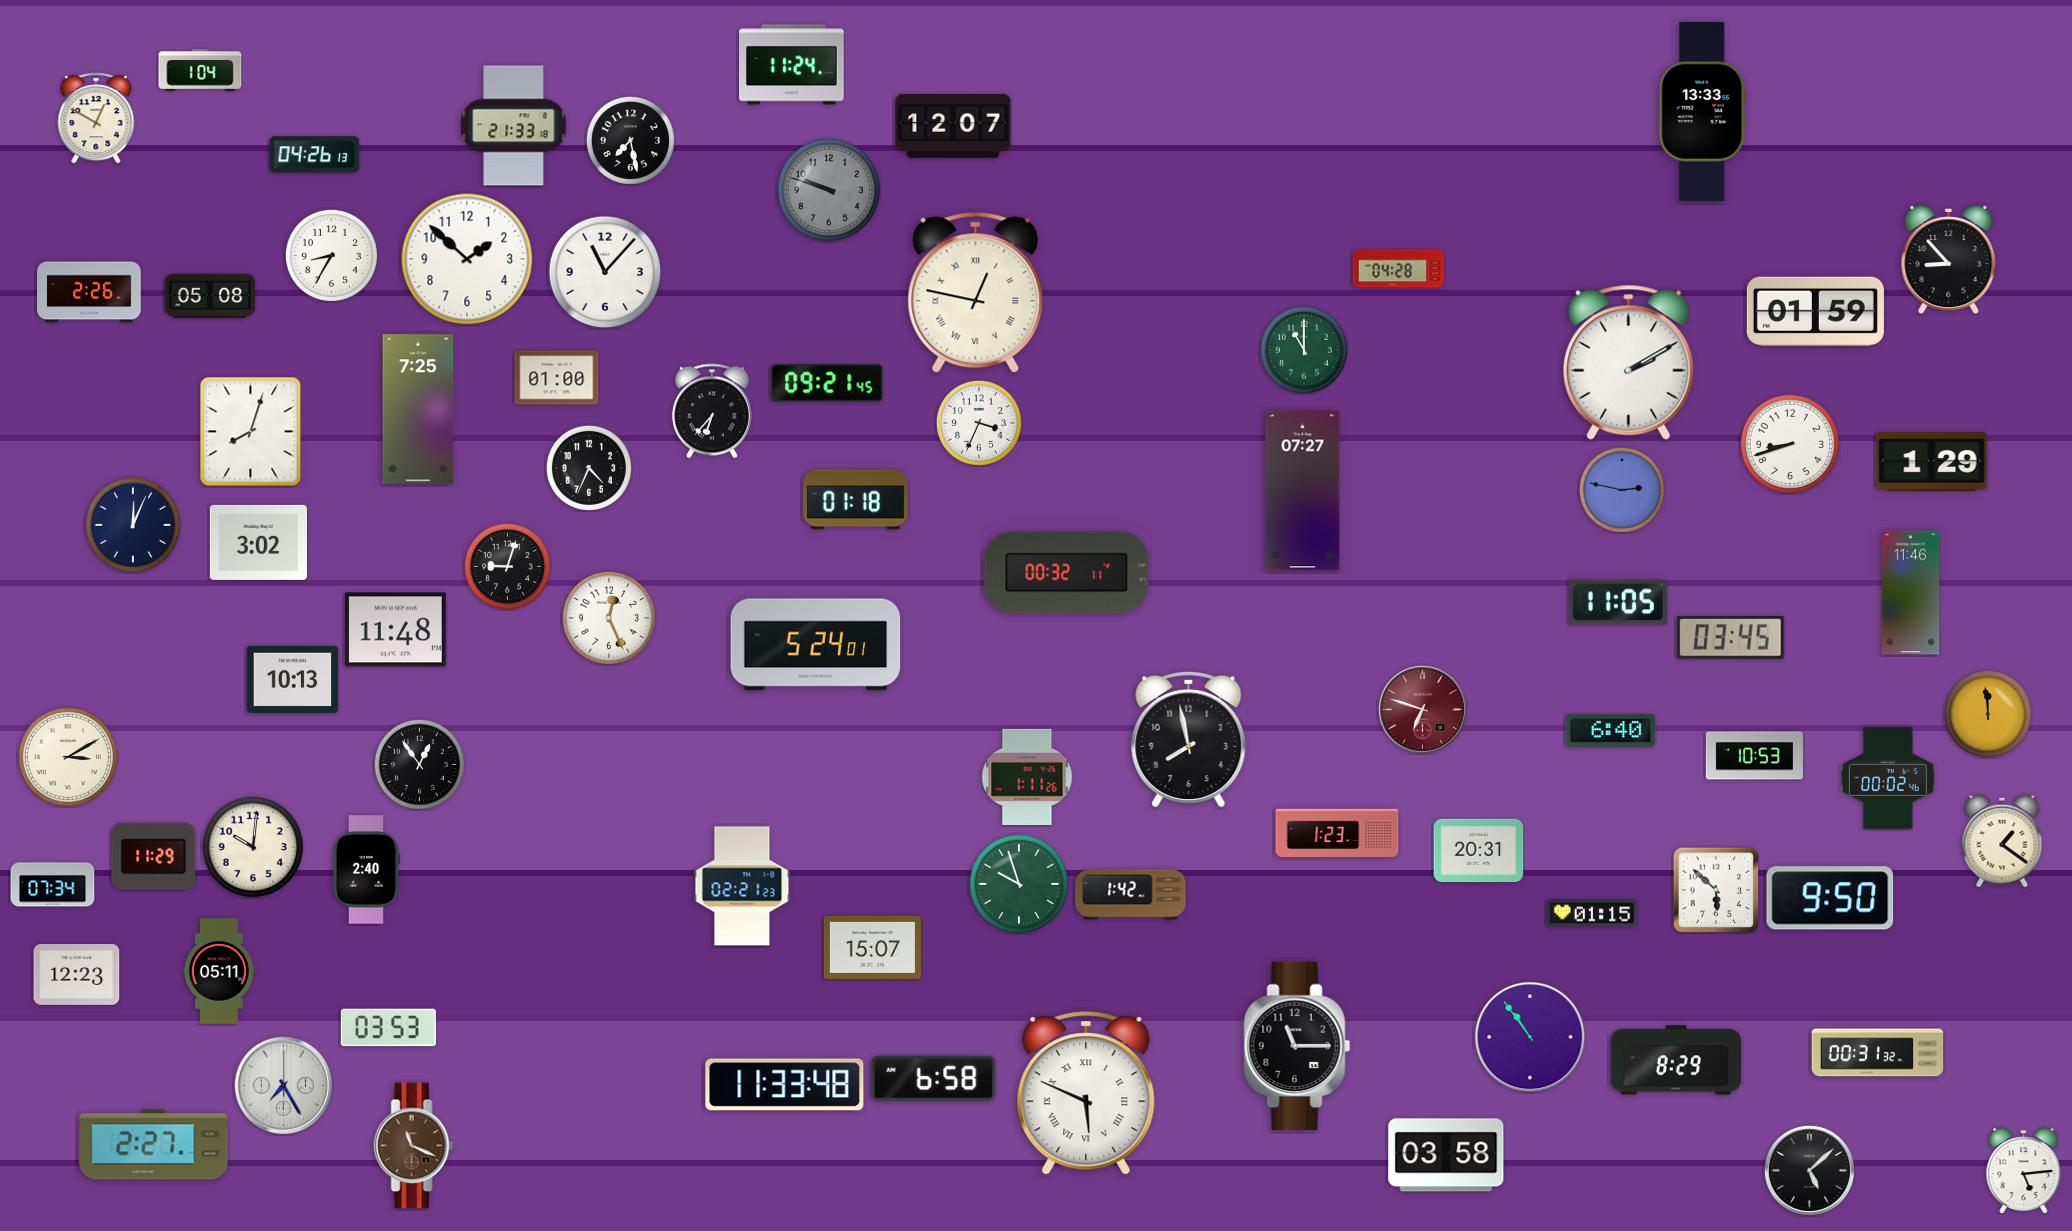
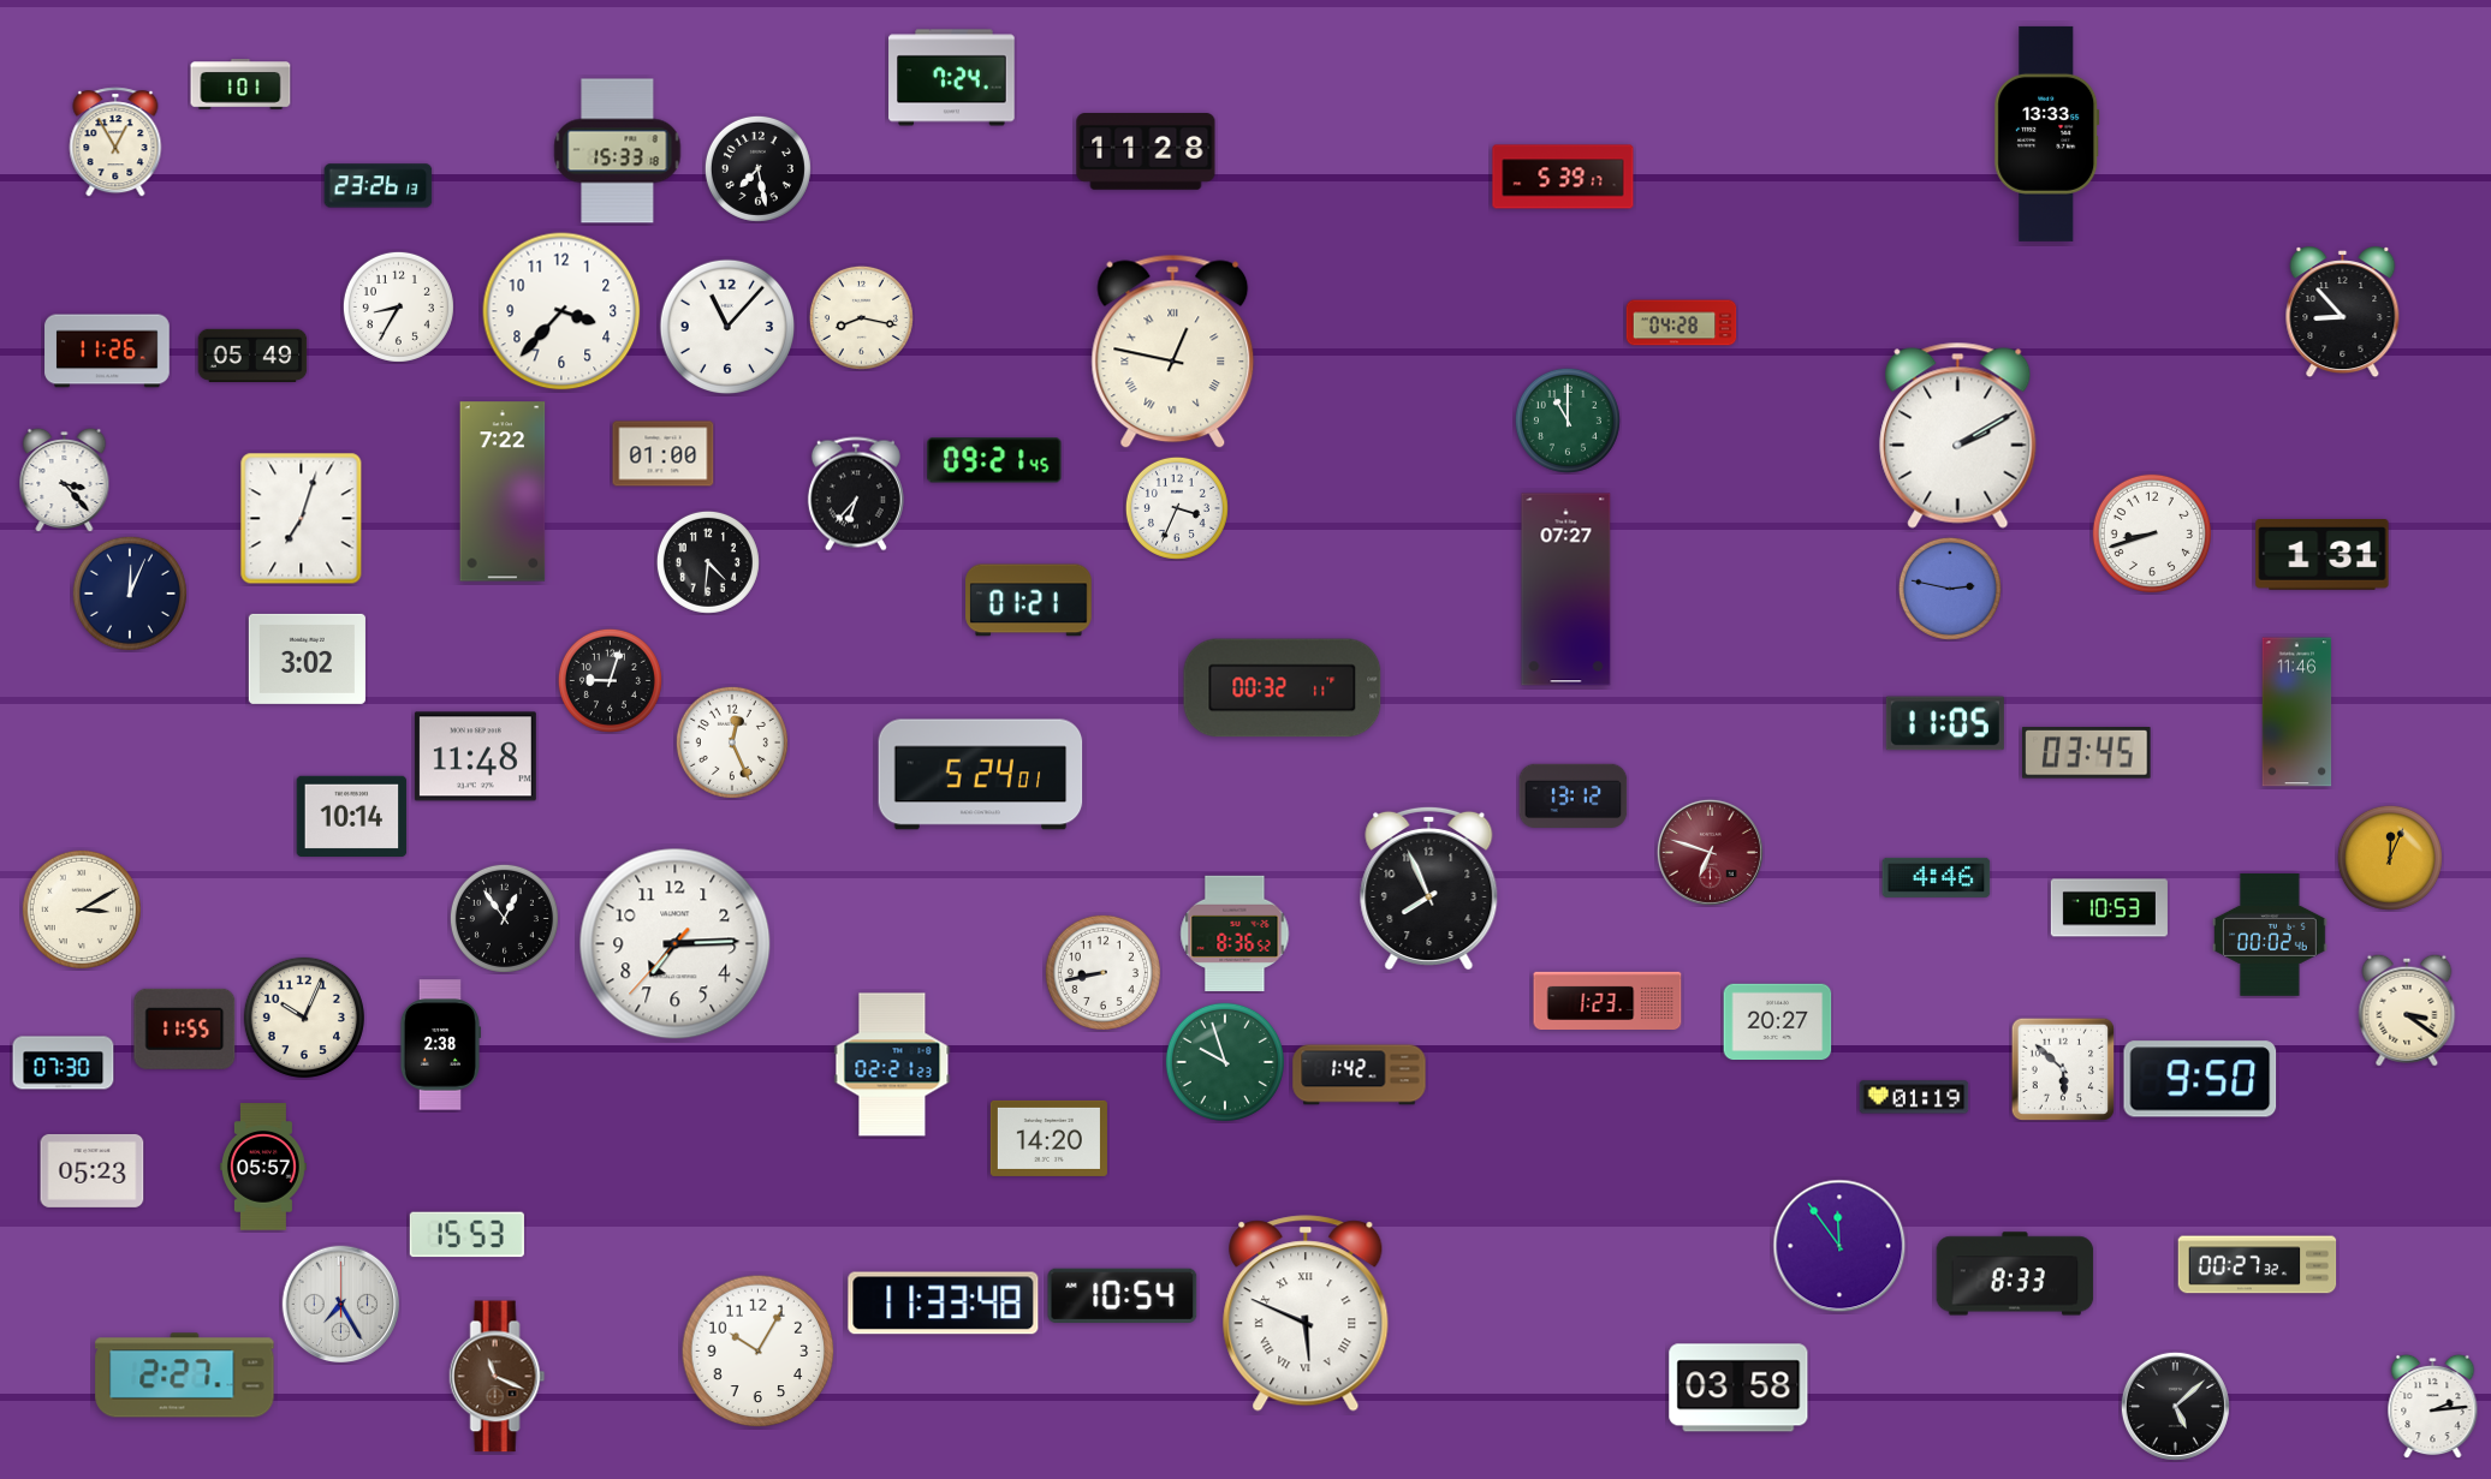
clock at (792, 65): 11:24 -> 7:24
clock at (200, 70): 1:04 -> 1:01
clock at (96, 118): 12:50 -> 12:55
clock at (514, 126): 21:33 -> 15:33
clock at (953, 127): 12:07 -> 11:28
clock at (1563, 177): none -> 5:39
clock at (315, 155): 04:26 -> 23:26
clock at (829, 190): 9:48 -> none
clock at (467, 259): 1:52 -> 3:37
clock at (861, 317): none -> 8:17
clock at (89, 292): 2:26 -> 11:26
clock at (210, 296): 05:08 -> 05:49
clock at (1815, 311): 01:59 -> none
clock at (557, 378) position: (557, 378) -> (664, 454)
clock at (65, 479): none -> 3:23
clock at (418, 409): 7:25 -> 7:22
clock at (251, 432): 8:03 -> 7:03
clock at (1932, 462): 1:29 -> 1:31
clock at (589, 468): 4:34 -> 4:31
clock at (856, 500): 01:18 -> 01:21
clock at (133, 525) position: (133, 525) -> (130, 594)
clock at (258, 542) position: (258, 542) -> (307, 658)
clock at (1731, 638) position: (1731, 638) -> (2087, 753)
clock at (1574, 795): none -> 13:12
clock at (293, 679): 10:13 -> 10:14
clock at (1988, 714): 11:59 -> 12:04
clock at (1611, 730): 6:40 -> 4:46
clock at (1189, 739): 7:58 -> 7:56
clock at (1027, 777): 1:11 -> 8:36
clock at (676, 944): none -> 7:14
clock at (1102, 972): none -> 8:43
clock at (2002, 841): 1:21 -> 3:21
clock at (253, 847): 10:01 -> 10:04
clock at (1479, 851): 20:31 -> 20:27
clock at (154, 856): 11:29 -> 11:55
clock at (365, 870): 2:40 -> 2:38
clock at (53, 885): 07:34 -> 07:30
clock at (1592, 913): 01:15 -> 01:19
clock at (872, 947): 15:07 -> 14:20
clock at (219, 971): 05:11 -> 05:57
clock at (77, 974): 12:23 -> 05:23
clock at (388, 1028): 03:53 -> 15:53
clock at (1530, 1037): 10:54 -> 11:54
clock at (1297, 1046): 11:15 -> none
clock at (1878, 1053): 00:31 -> 00:27
clock at (1676, 1060): 8:29 -> 8:33
clock at (934, 1078): 6:58 -> 10:54
clock at (759, 1352): none -> 10:05
clock at (2024, 1170): 5:14 -> 2:14
